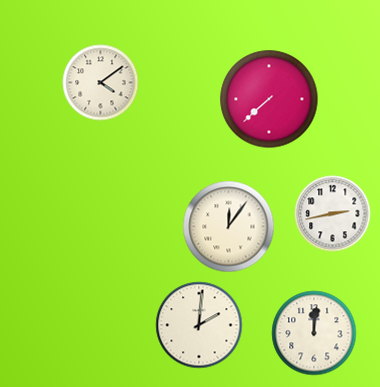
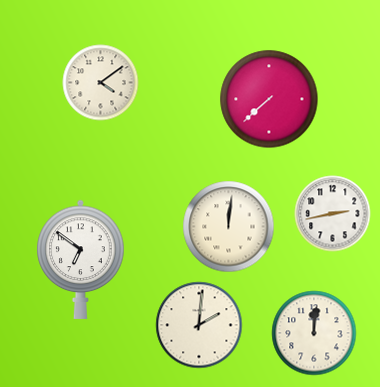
clock at (229, 227): 12:06 -> 12:01
clock at (81, 259): none -> 6:51
